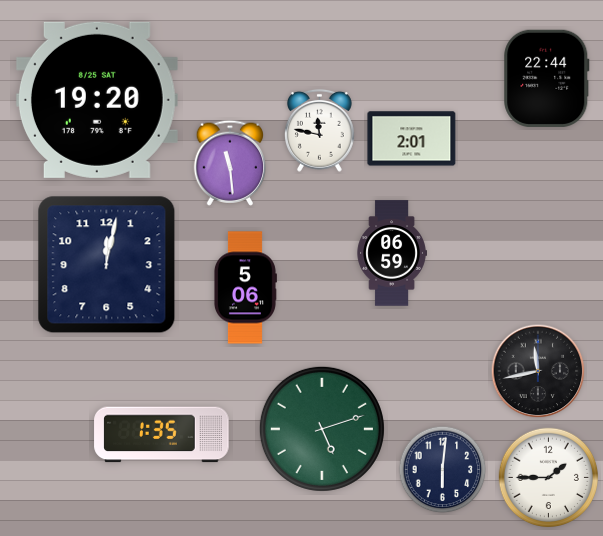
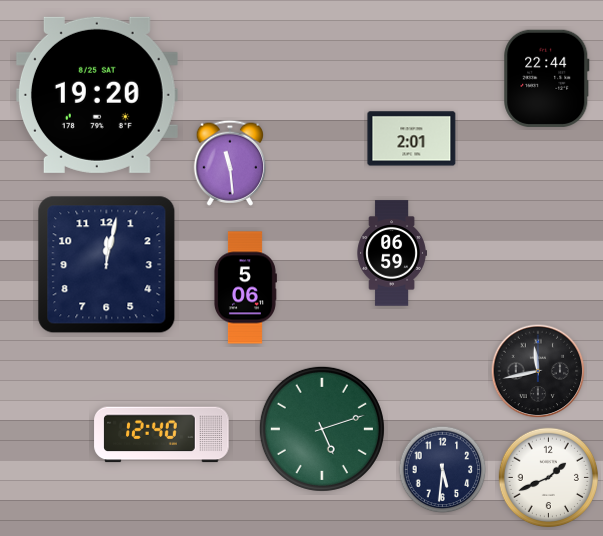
clock at (97, 100) position: (97, 100) -> (97, 95)
clock at (319, 130): 11:47 -> none
clock at (162, 435): 1:35 -> 12:40
clock at (443, 470): 6:01 -> 5:31
clock at (549, 478): 1:45 -> 1:41
